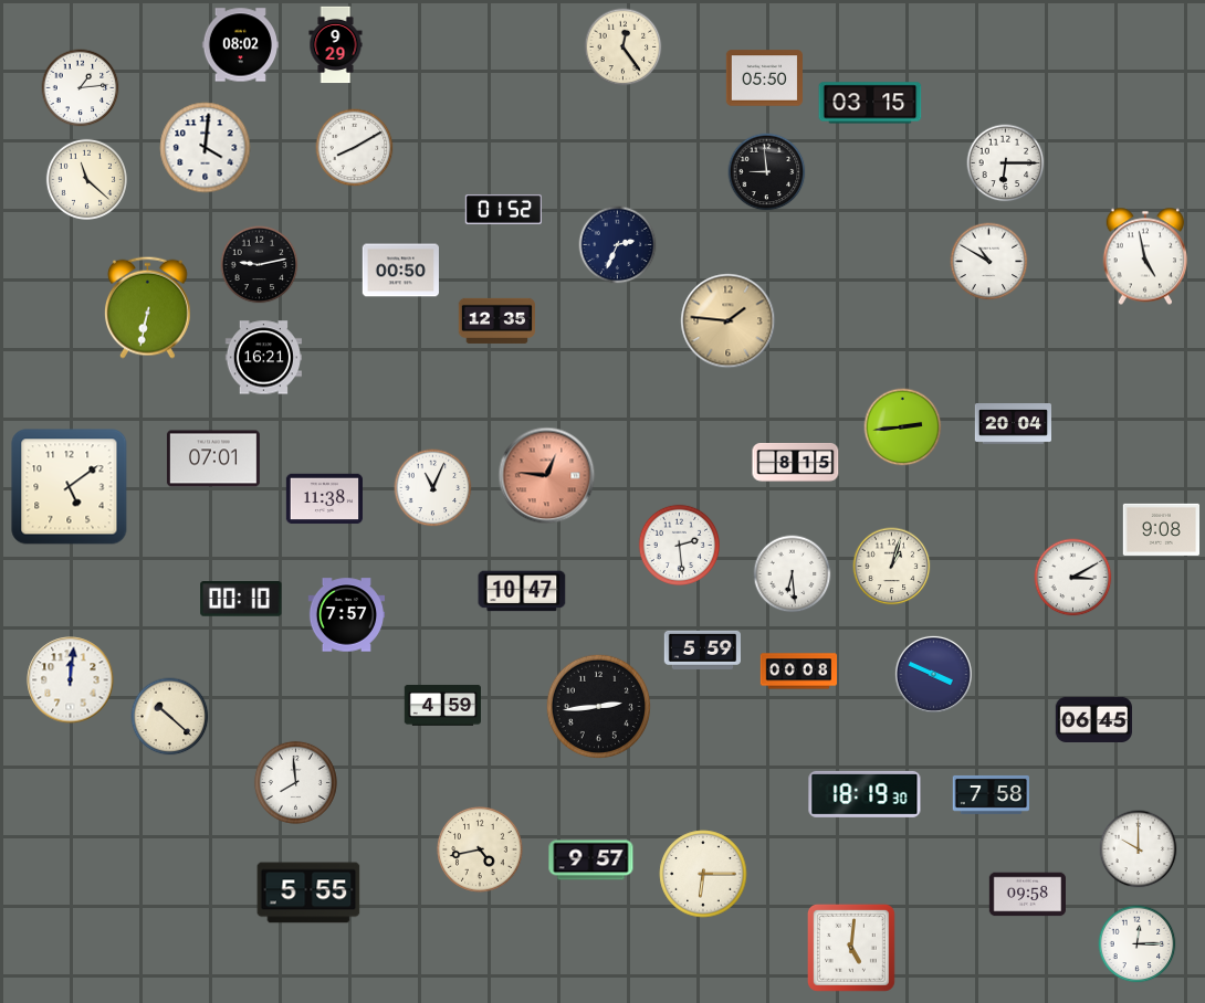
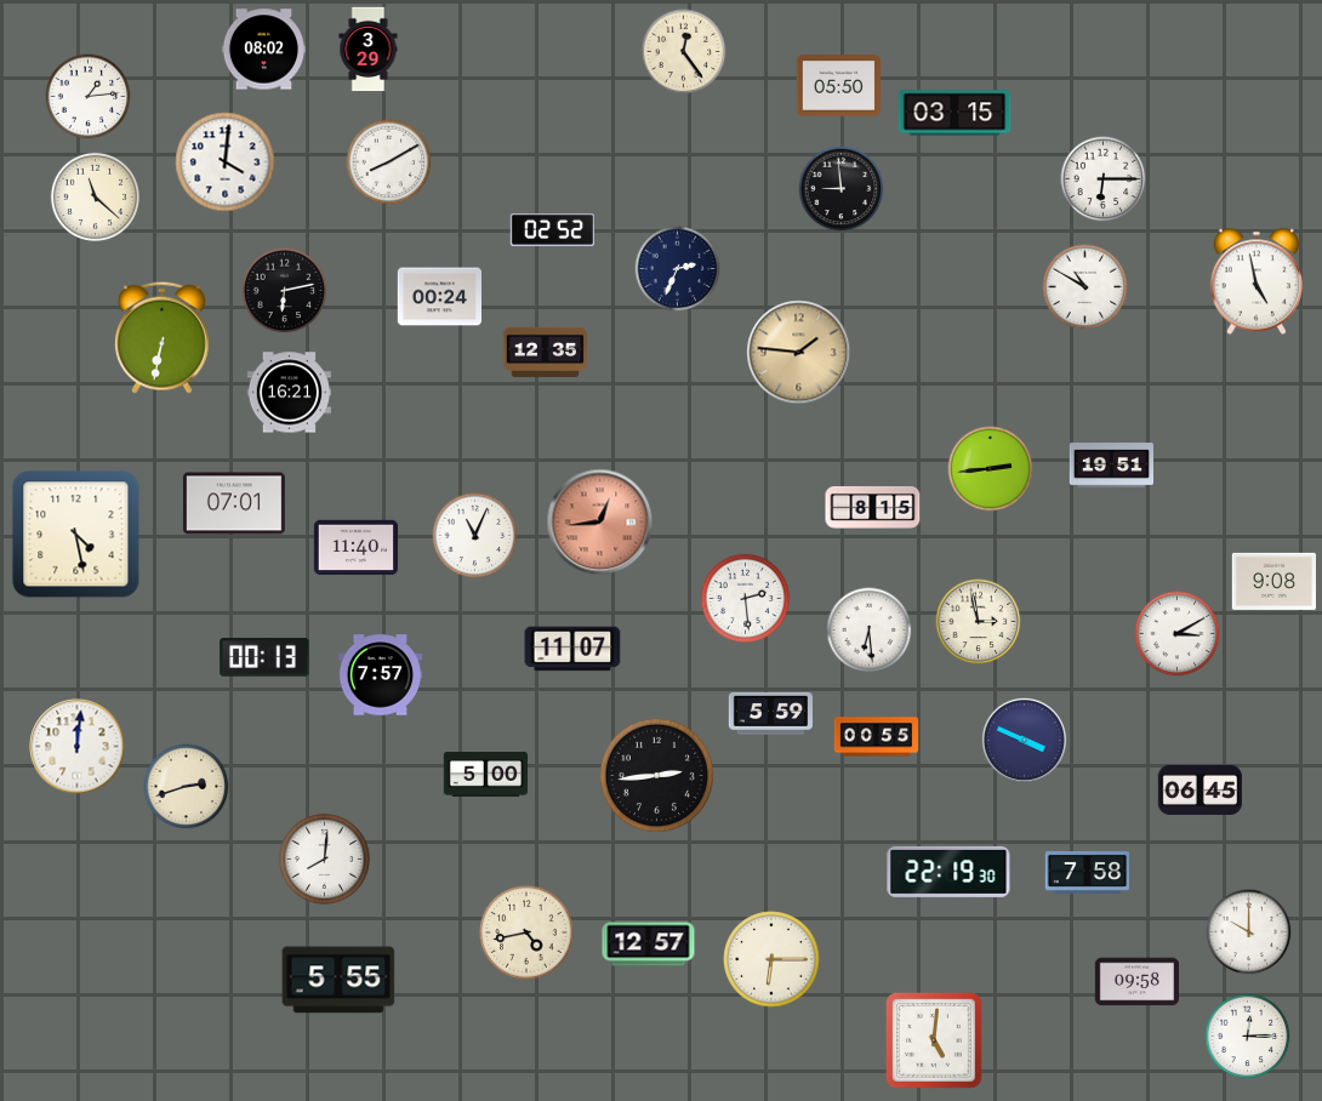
clock at (336, 45): 9:29 -> 3:29
clock at (503, 209): 01:52 -> 02:52
clock at (260, 265): 9:13 -> 6:13
clock at (400, 271): 00:50 -> 00:24
clock at (1013, 424): 20:04 -> 19:51
clock at (547, 476): 12:46 -> 12:44
clock at (70, 487): 5:09 -> 4:28
clock at (324, 499): 11:38 -> 11:40
clock at (892, 567): 1:03 -> 2:58
clock at (522, 591): 10:47 -> 11:07
clock at (241, 599): 00:10 -> 00:13
clock at (799, 672): 00:08 -> 00:55
clock at (442, 706): 4:59 -> 5:00
clock at (170, 717): 10:22 -> 2:42
clock at (295, 782): 7:59 -> 8:01
clock at (865, 794): 18:19 -> 22:19
clock at (591, 861): 9:57 -> 12:57
clock at (1028, 895) position: (1028, 895) -> (1138, 982)
